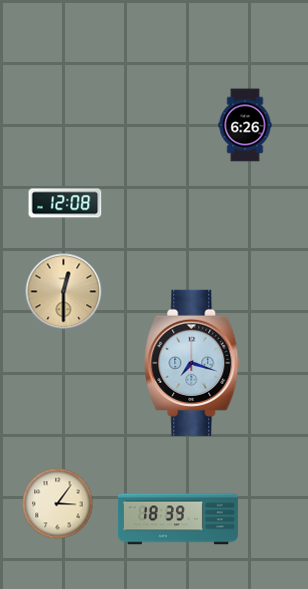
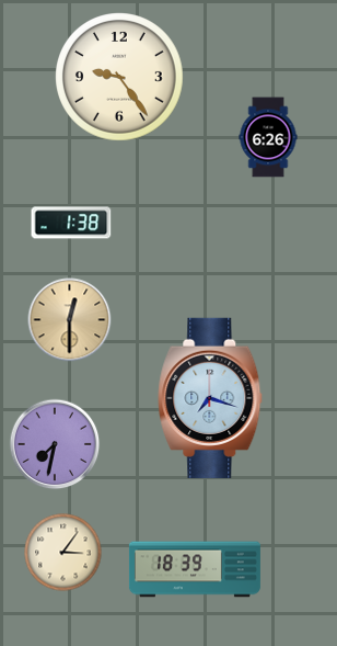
clock at (119, 77): none -> 9:24
clock at (65, 203): 12:08 -> 1:38
clock at (55, 444): none -> 7:32
